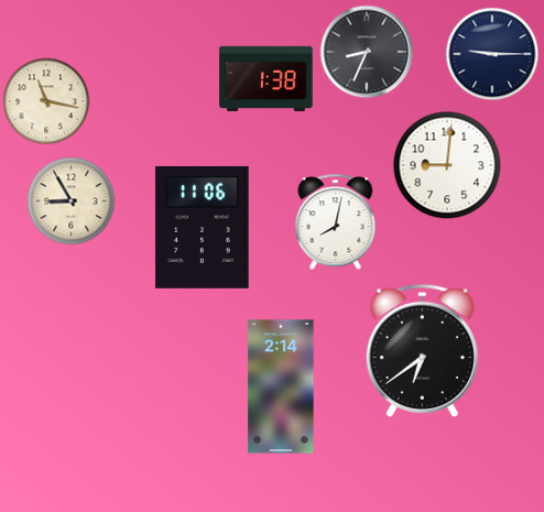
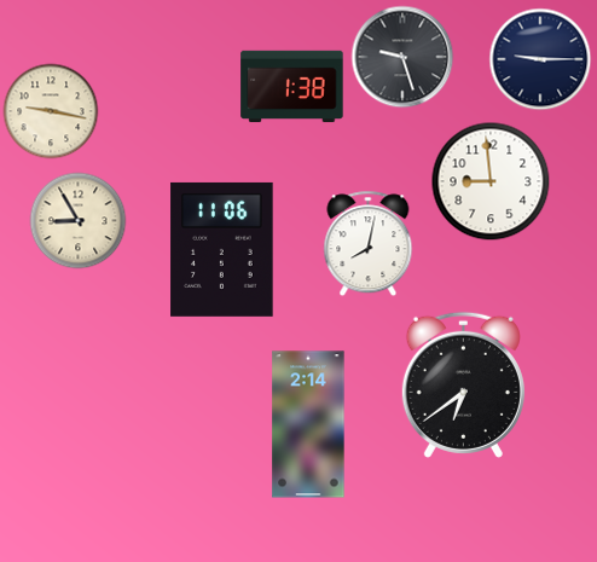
clock at (367, 52): 8:34 -> 9:27
clock at (46, 101): 11:17 -> 9:17
clock at (447, 165): 9:01 -> 8:59
